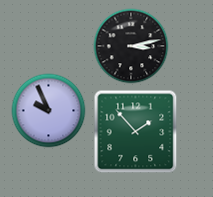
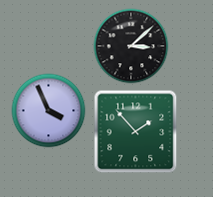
clock at (131, 46): 3:13 -> 3:08
clock at (49, 111): 9:56 -> 3:56
